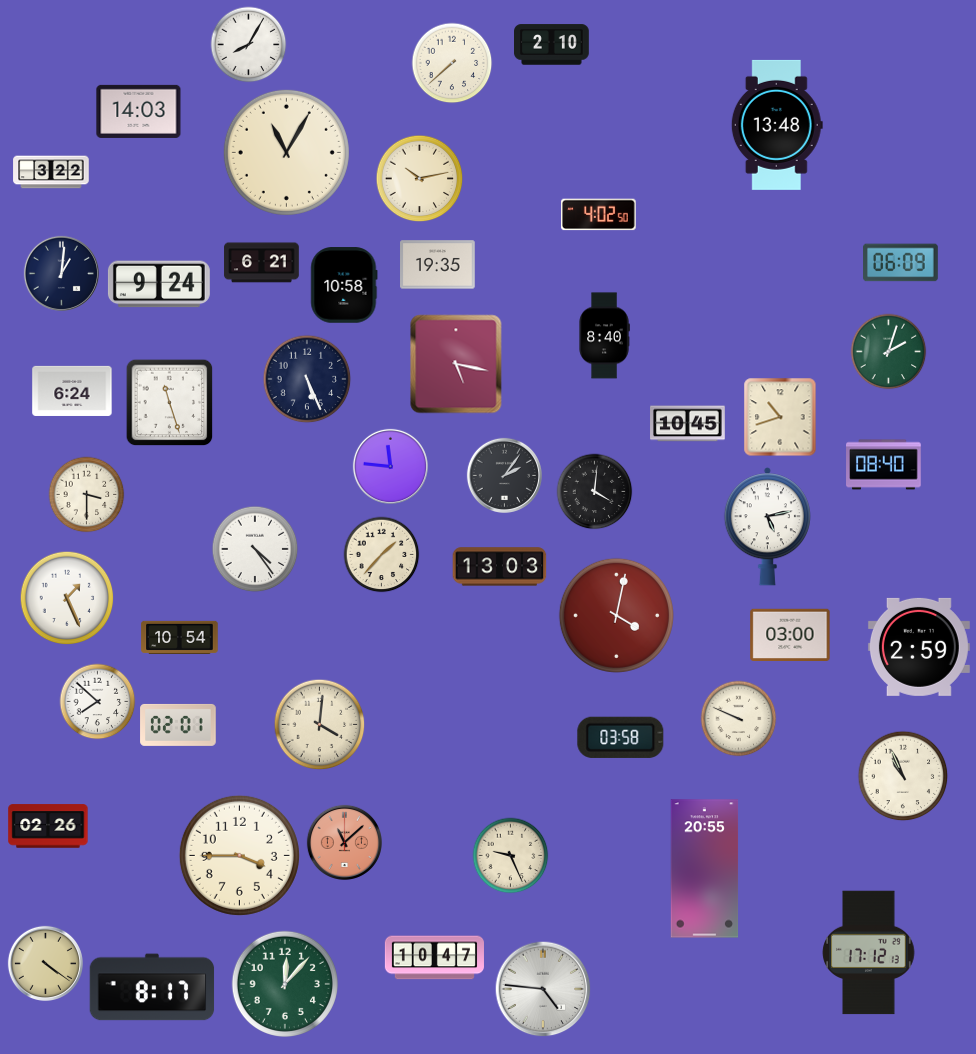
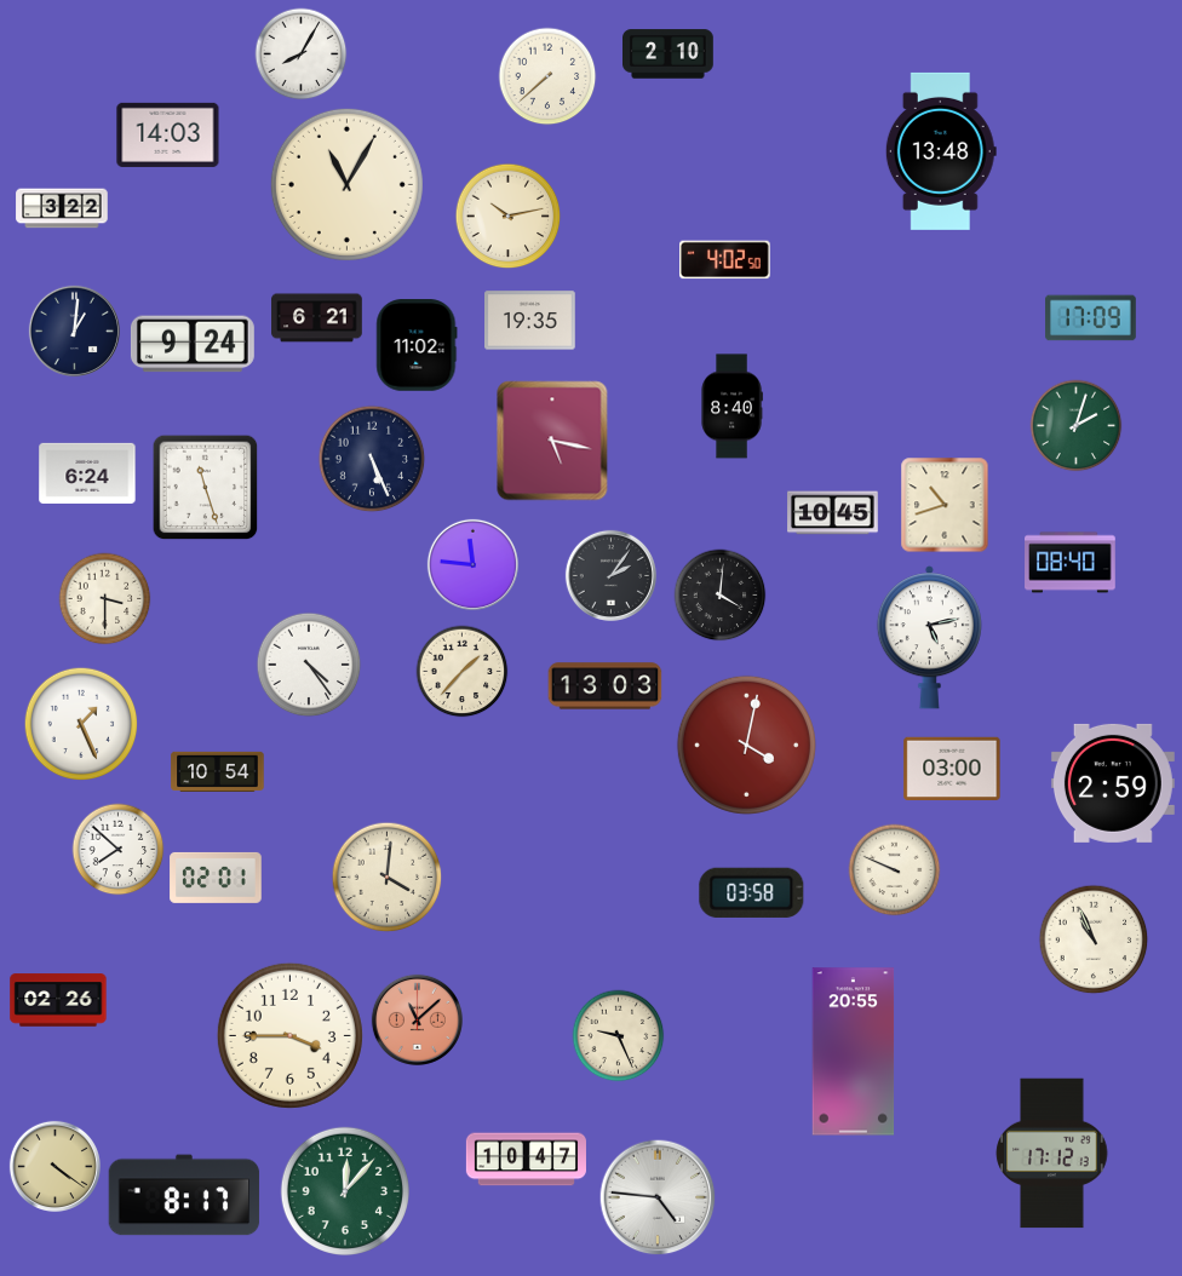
clock at (901, 263): 06:09 -> 17:09
clock at (344, 285): 10:58 -> 11:02
clock at (790, 634) position: (790, 634) -> (952, 768)
